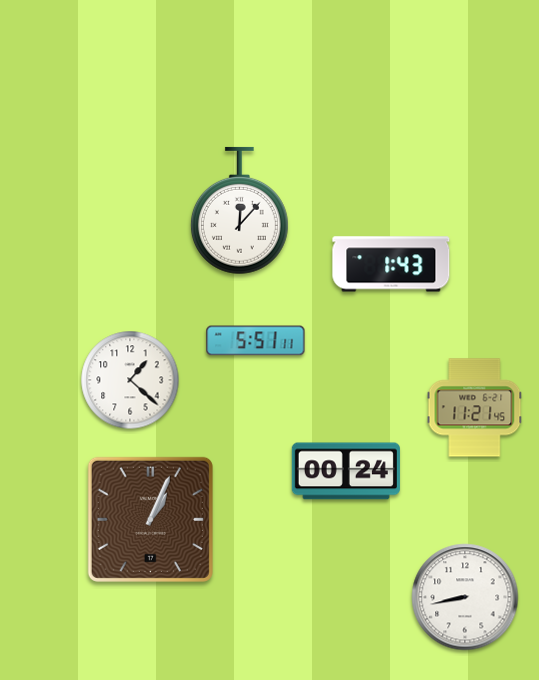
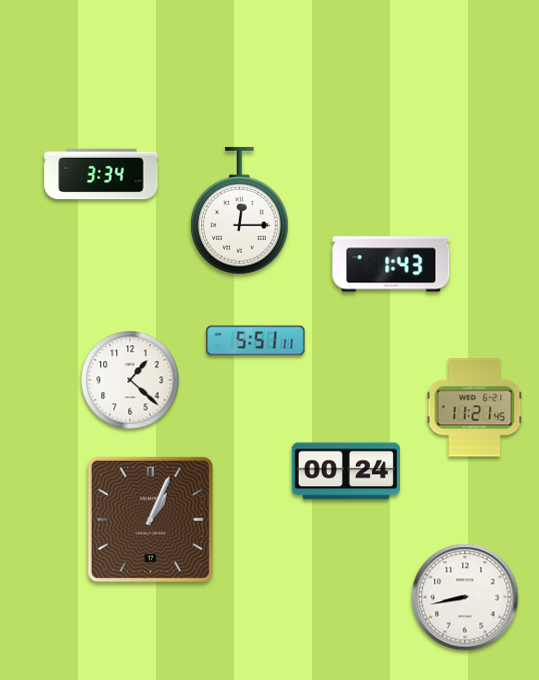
clock at (101, 174): none -> 3:34
clock at (239, 211): 12:07 -> 12:15
